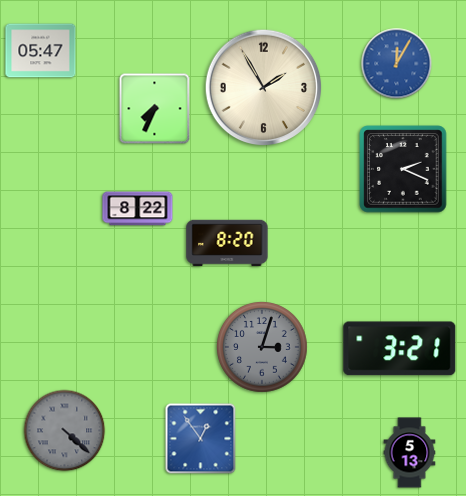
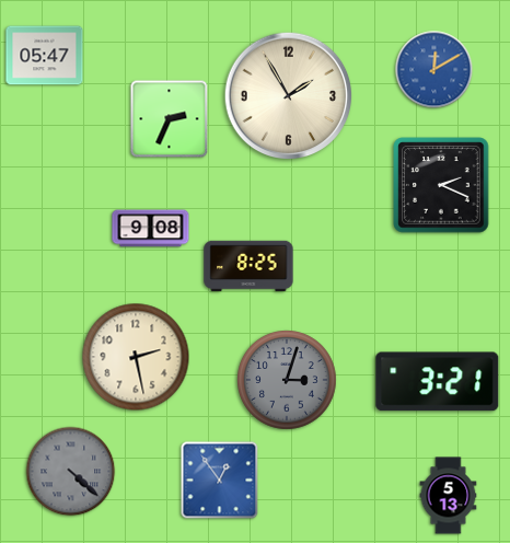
clock at (397, 64): 12:05 -> 12:10
clock at (155, 109): 7:34 -> 2:34
clock at (138, 209): 8:22 -> 9:08
clock at (227, 243): 8:20 -> 8:25
clock at (136, 357): none -> 2:28
